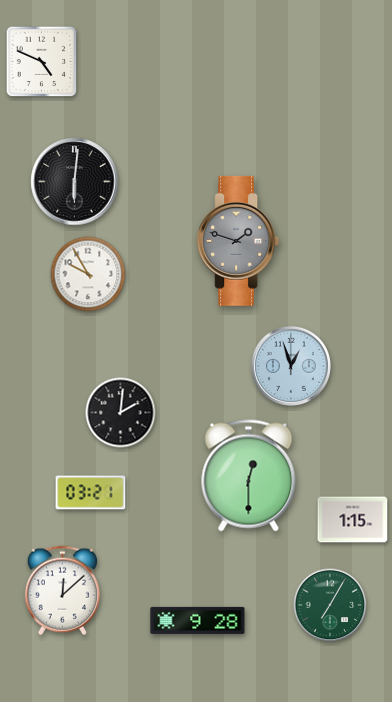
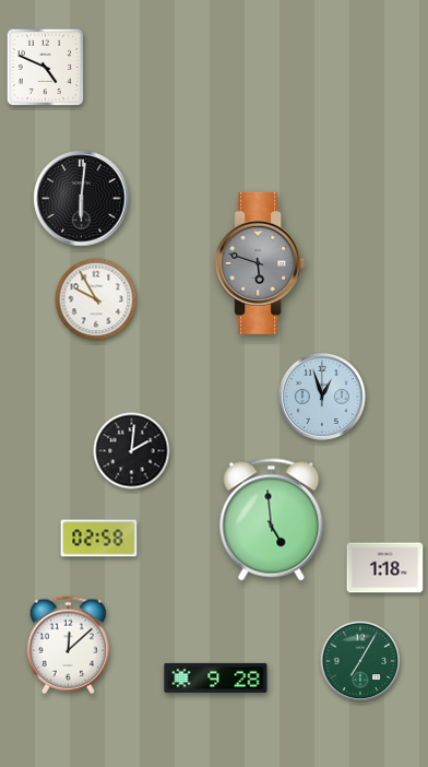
clock at (238, 241): 1:48 -> 5:48
clock at (291, 366) position: (291, 366) -> (322, 397)
clock at (249, 476): 12:30 -> 4:59
clock at (91, 493): 03:21 -> 02:58
clock at (353, 520): 1:15 -> 1:18
